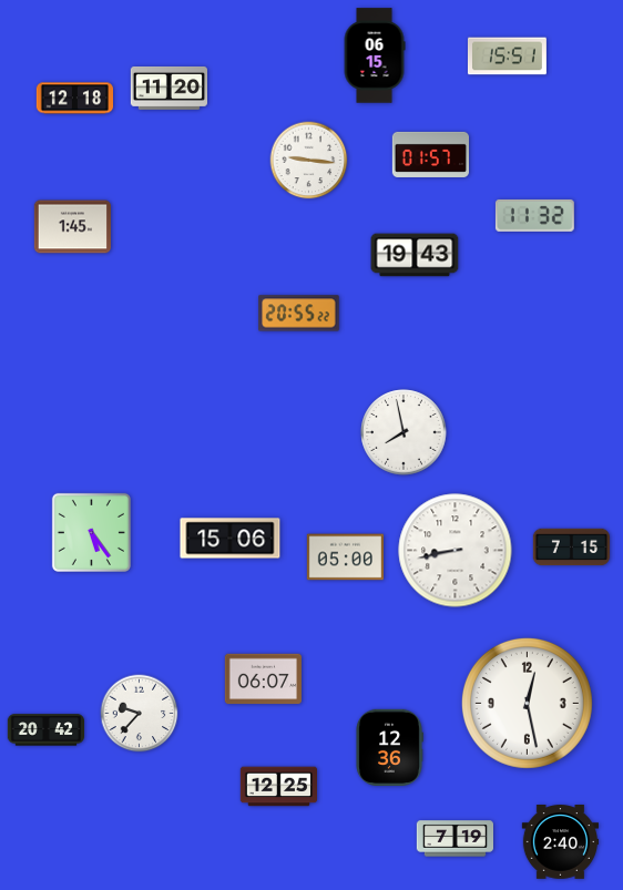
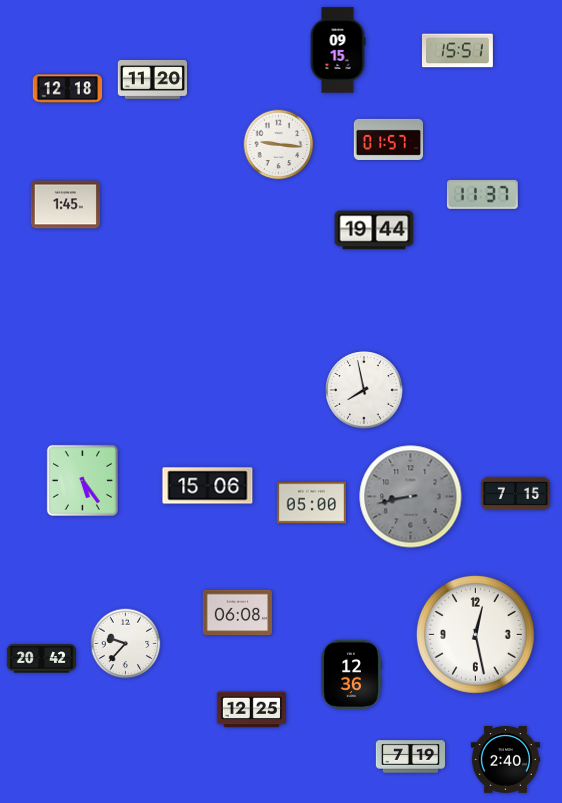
clock at (375, 55): 06:15 -> 09:15
clock at (534, 215): 11:32 -> 11:37
clock at (415, 255): 19:43 -> 19:44
clock at (299, 314): 20:55 -> none
clock at (456, 551) dial: white -> grey
clock at (263, 679): 06:07 -> 06:08
